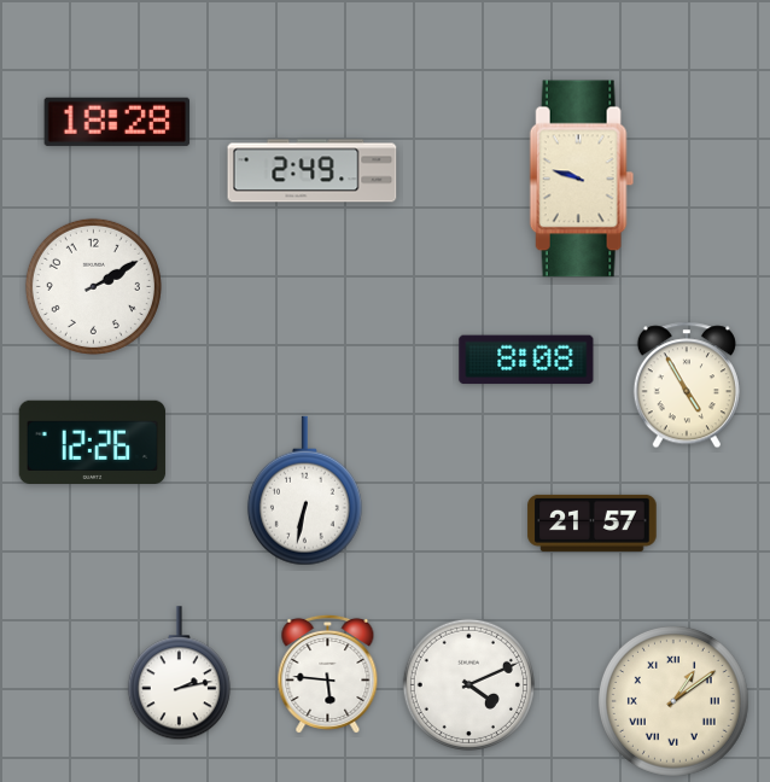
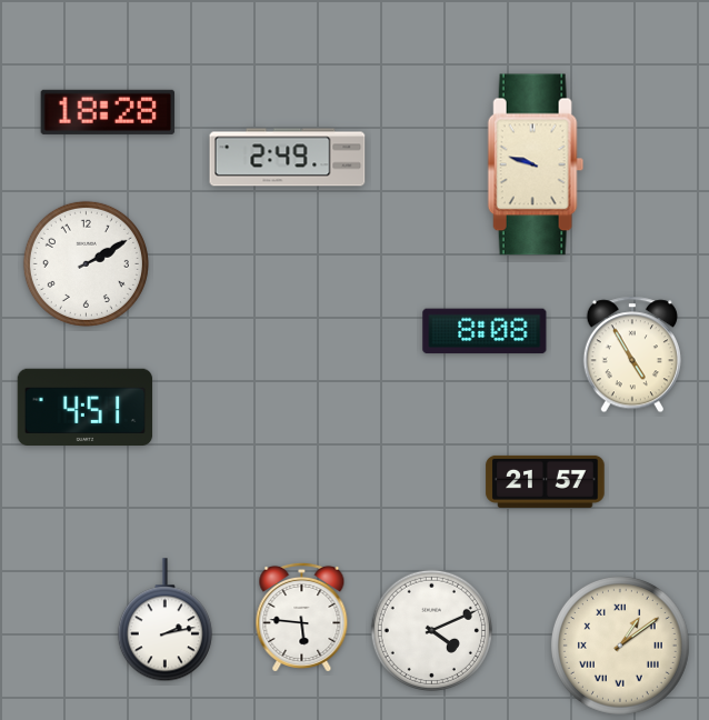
clock at (93, 442): 12:26 -> 4:51
clock at (304, 491): 6:32 -> none
clock at (328, 673) position: (328, 673) -> (302, 617)
